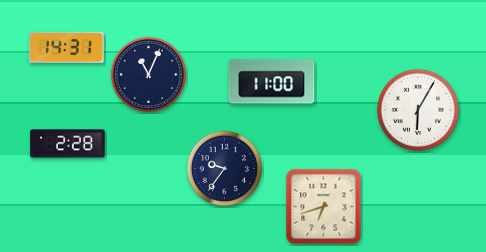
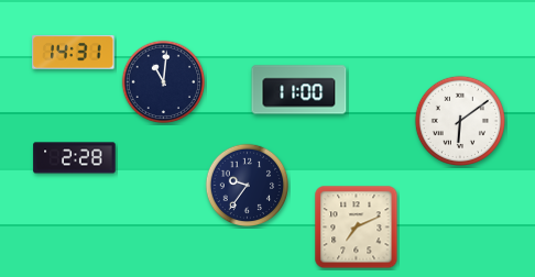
clock at (149, 75): 11:04 -> 11:01
clock at (417, 109): 6:05 -> 6:09
clock at (324, 207): 6:42 -> 7:11
